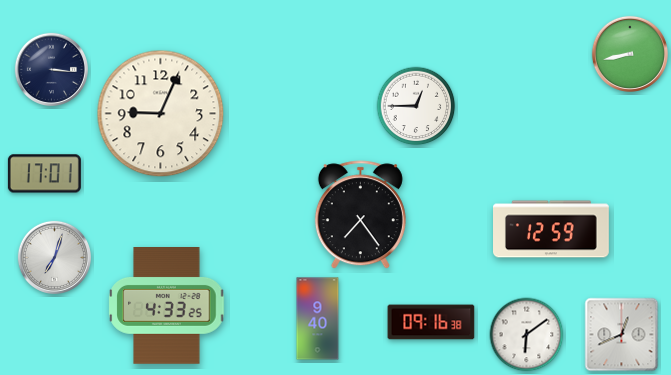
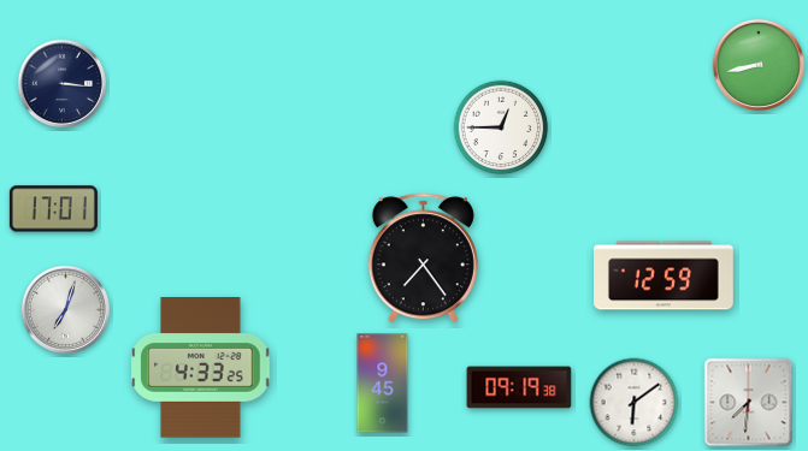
clock at (161, 114): 9:04 -> none
clock at (360, 215) position: (360, 215) -> (423, 259)
clock at (318, 319): 9:40 -> 9:45
clock at (431, 322): 09:16 -> 09:19
clock at (622, 335): 12:41 -> 7:31
